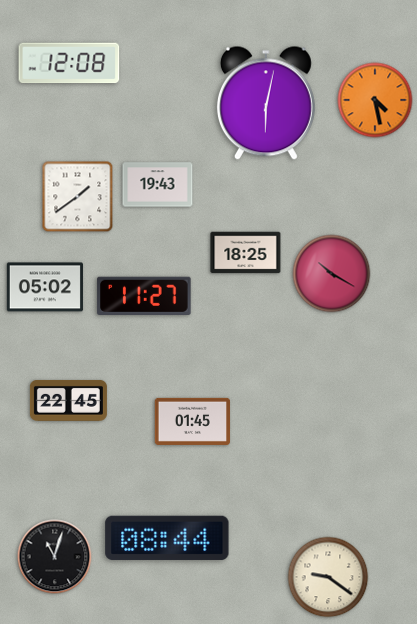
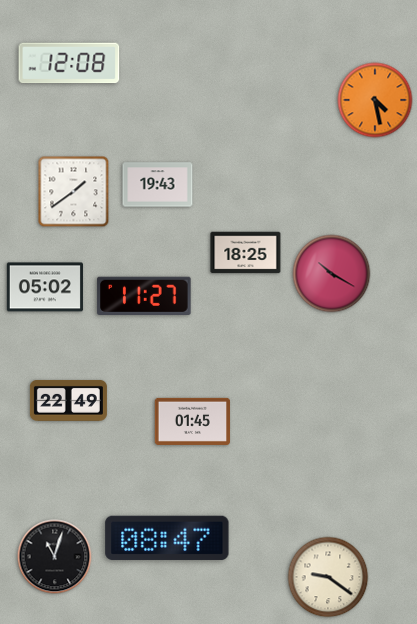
clock at (266, 103): 6:02 -> none
clock at (78, 197) position: (78, 197) -> (74, 192)
clock at (68, 400): 22:45 -> 22:49
clock at (167, 538): 08:44 -> 08:47
